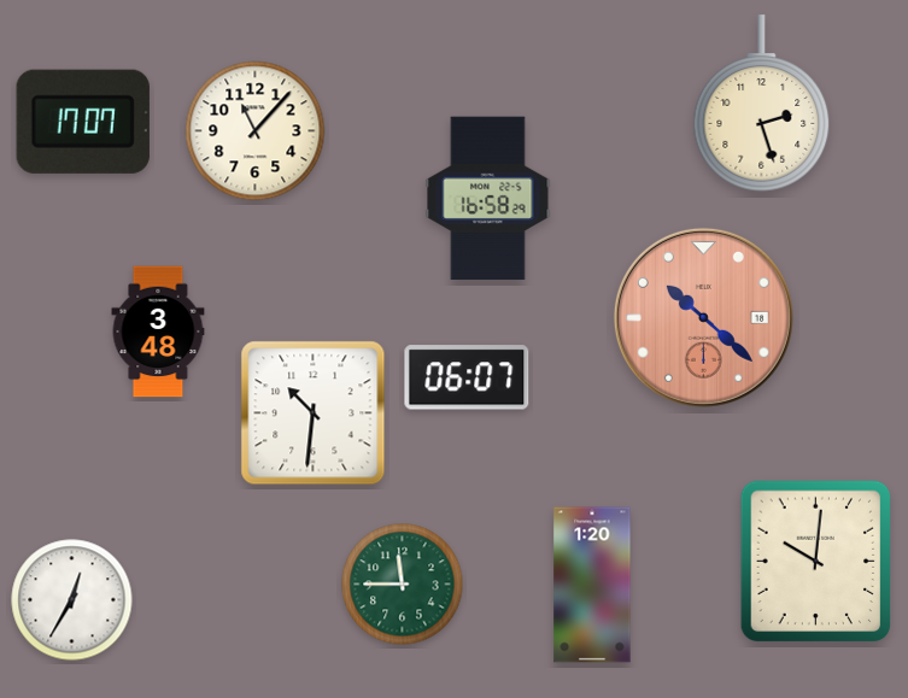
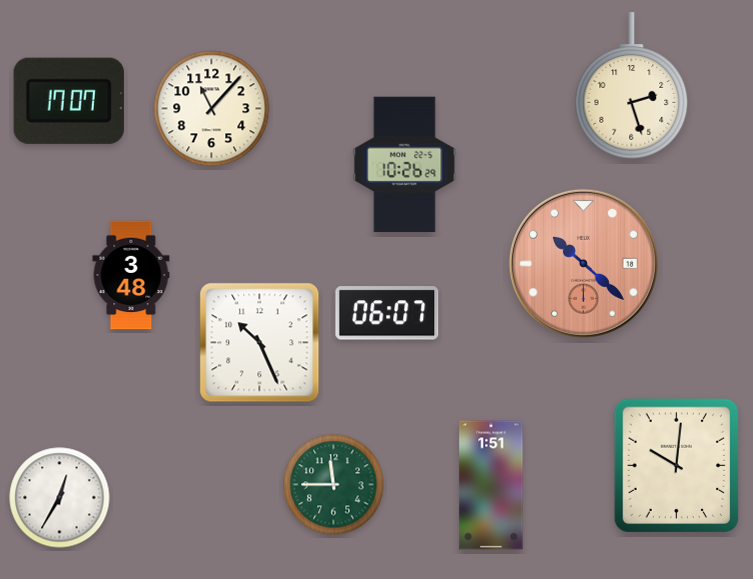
clock at (488, 199): 16:58 -> 10:26
clock at (314, 413): 10:31 -> 10:26
clock at (592, 585): 1:20 -> 1:51
